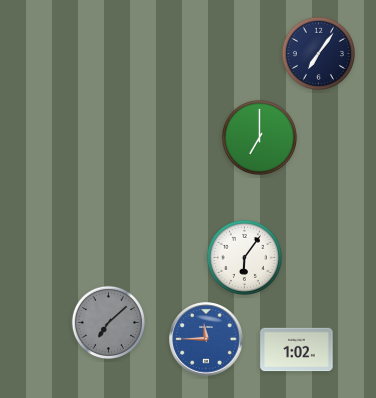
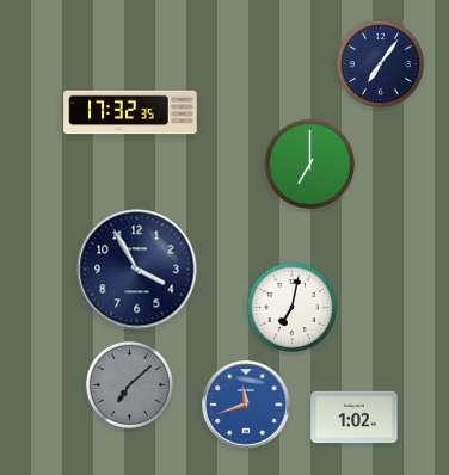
clock at (130, 112): none -> 17:32
clock at (137, 270): none -> 3:55
clock at (244, 257): 6:06 -> 7:02
clock at (206, 339): 11:45 -> 11:42
